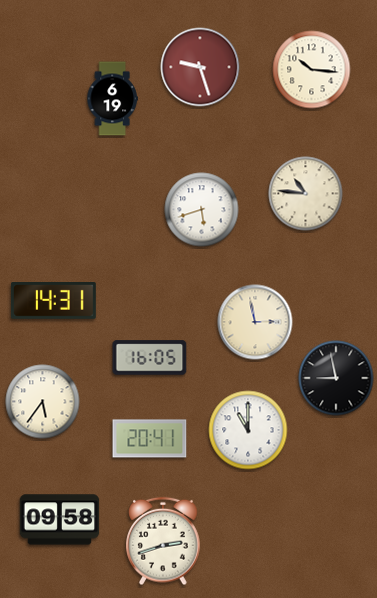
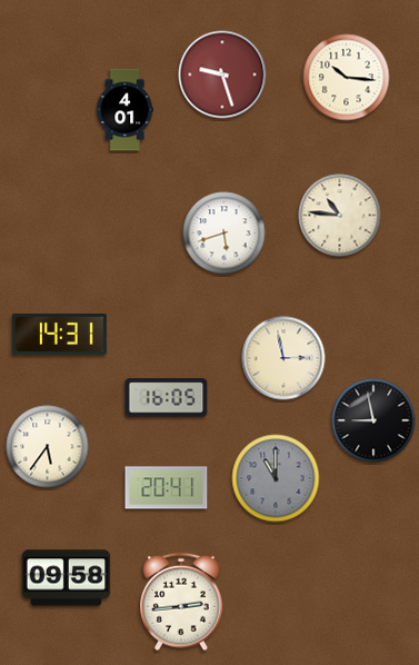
clock at (112, 99): 6:19 -> 4:01
clock at (248, 430) dial: white -> grey
clock at (163, 541): 2:42 -> 2:44
